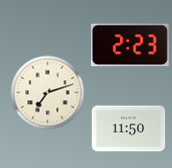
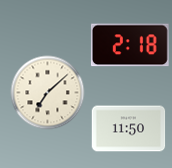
clock at (130, 45): 2:23 -> 2:18
clock at (48, 93): 7:12 -> 7:08
